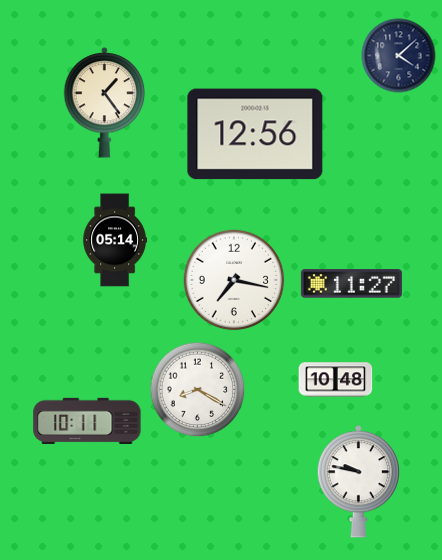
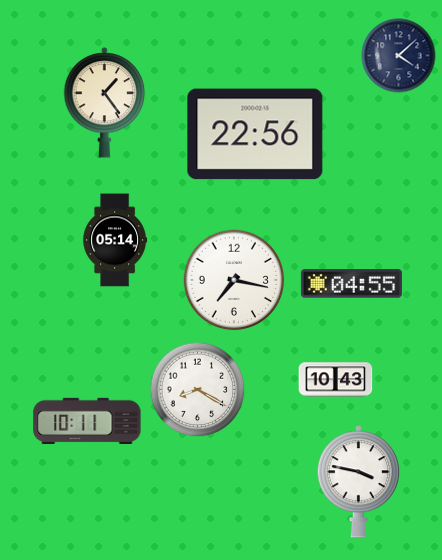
clock at (255, 134): 12:56 -> 22:56
clock at (351, 284): 11:27 -> 04:55
clock at (336, 380): 10:48 -> 10:43
clock at (358, 482): 9:47 -> 3:47
